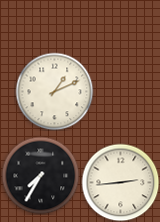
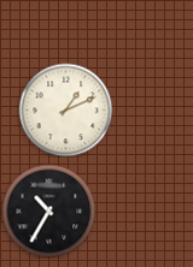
clock at (40, 175): 7:35 -> 10:35
clock at (120, 182): 2:44 -> none
